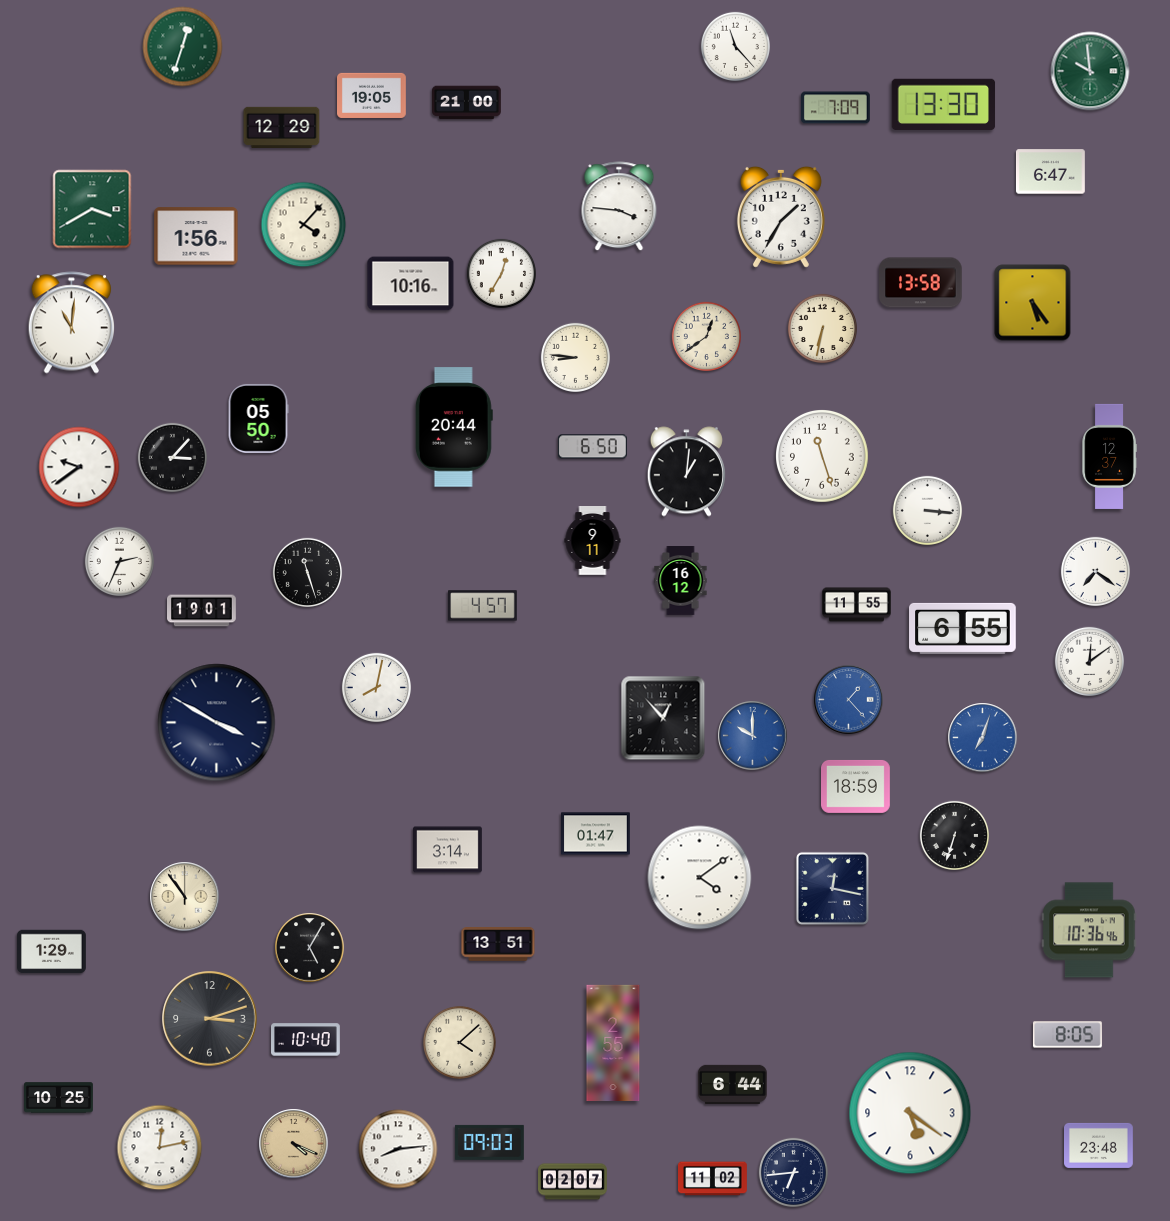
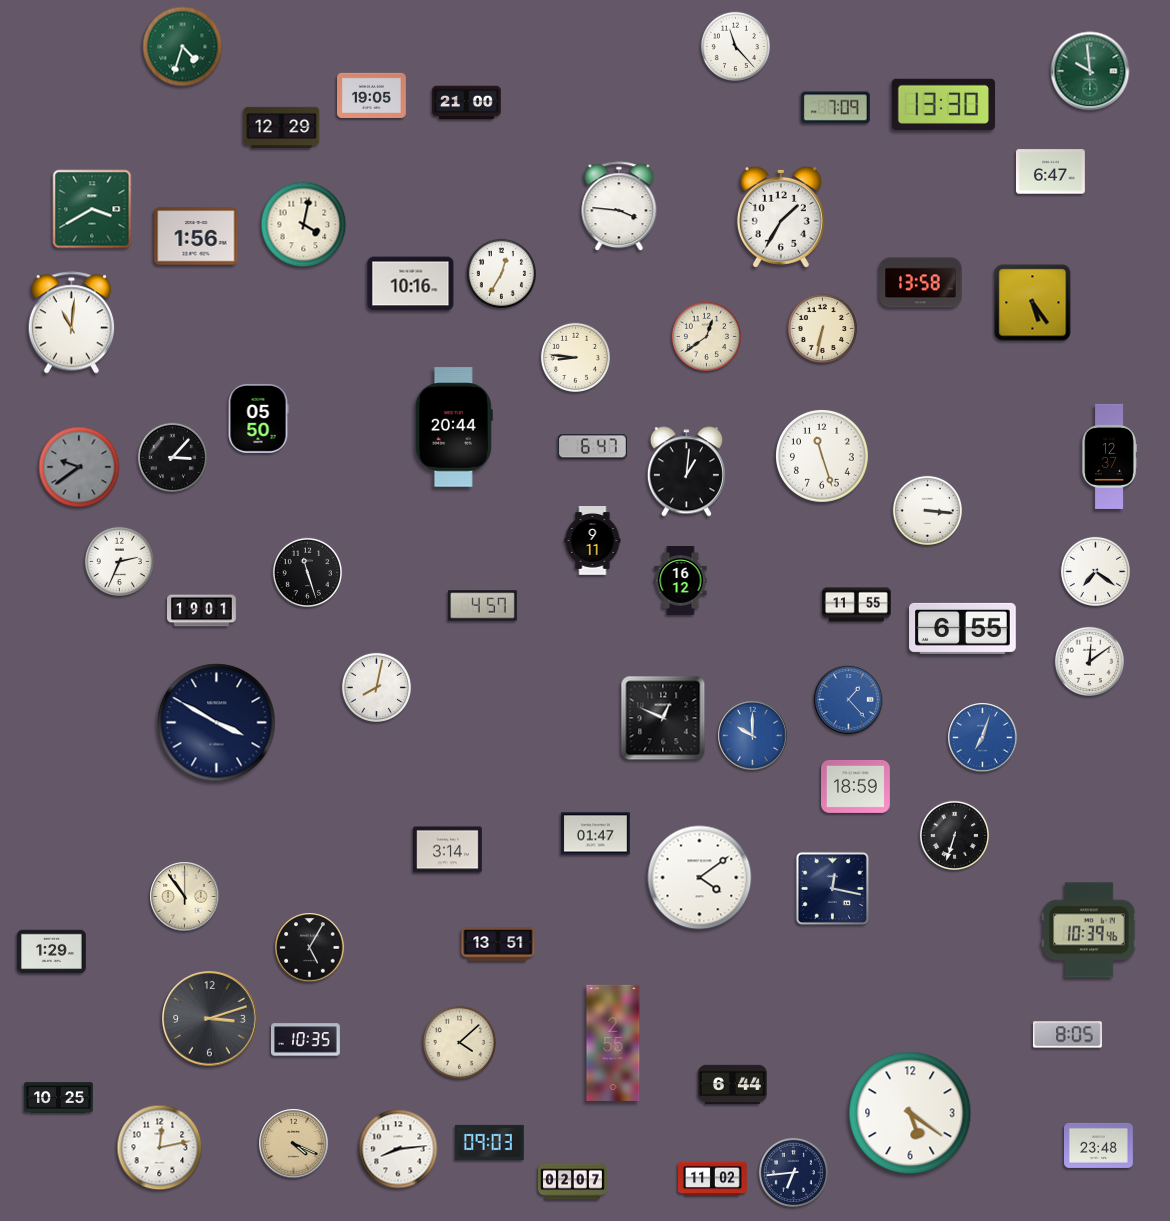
clock at (183, 47): 12:33 -> 4:33
clock at (304, 225): 4:07 -> 4:02
clock at (592, 447): 6:50 -> 6:47
clock at (79, 467) dial: white -> grey
clock at (663, 718): 12:53 -> 12:49
clock at (1089, 930): 10:36 -> 10:39
clock at (306, 1040): 10:40 -> 10:35
